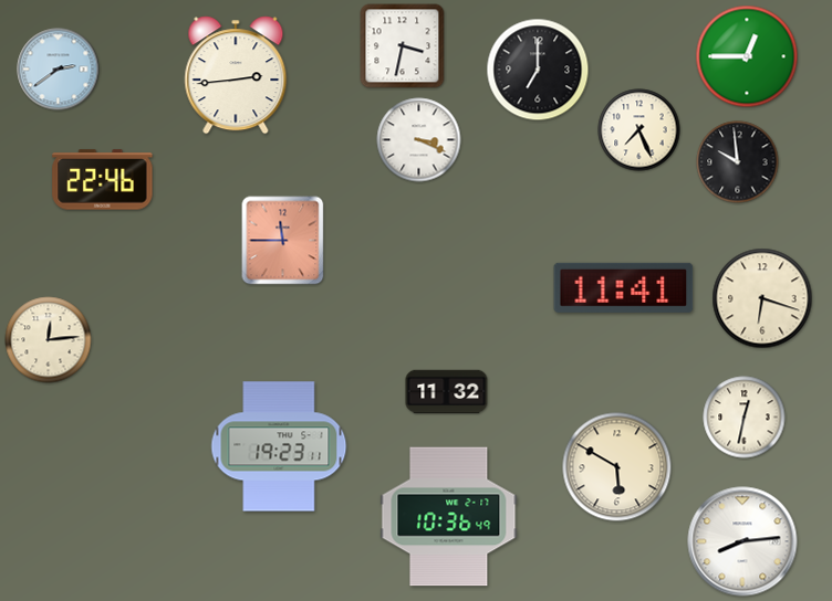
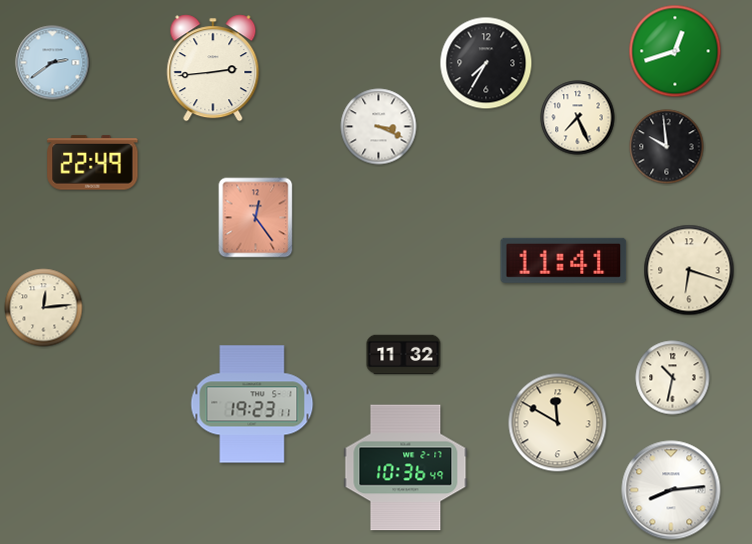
clock at (403, 46): 3:32 -> none
clock at (747, 56): 12:45 -> 12:42
clock at (538, 70): 7:00 -> 7:35
clock at (103, 180): 22:46 -> 22:49
clock at (283, 241): 11:45 -> 12:24
clock at (745, 418): 12:32 -> 10:32
clock at (617, 467): 5:50 -> 11:50
